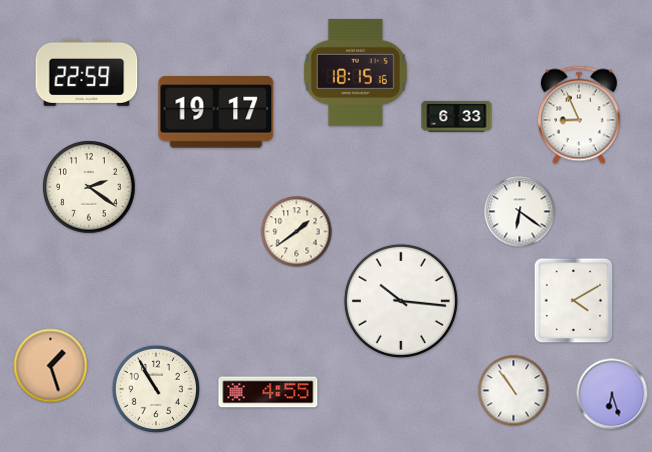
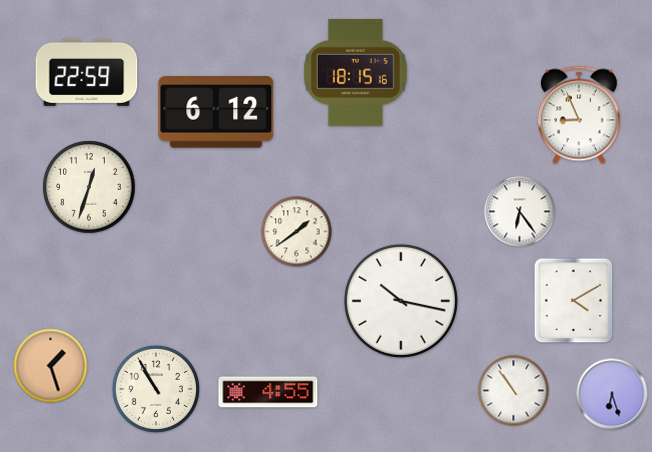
clock at (216, 113): 19:17 -> 6:12
clock at (457, 116): 6:33 -> none
clock at (89, 187): 2:21 -> 12:33
clock at (520, 212): 6:21 -> 6:24
clock at (401, 301): 10:16 -> 10:17
